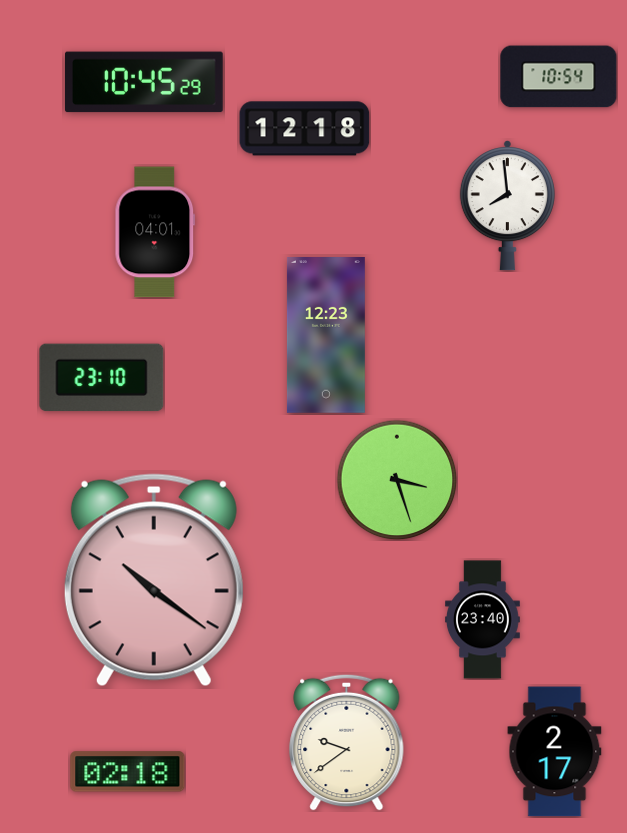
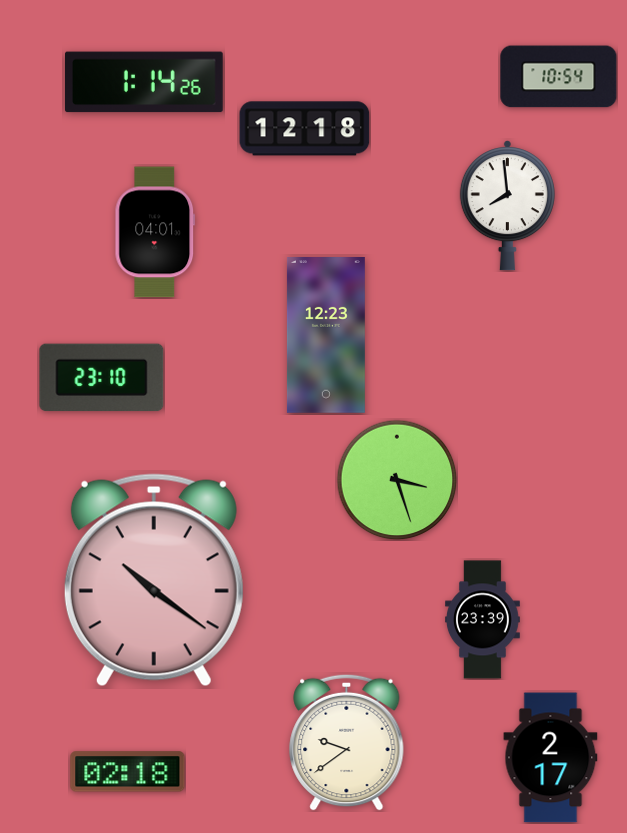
clock at (145, 82): 10:45 -> 1:14
clock at (483, 620): 23:40 -> 23:39
clock at (555, 752) position: (555, 752) -> (551, 758)
